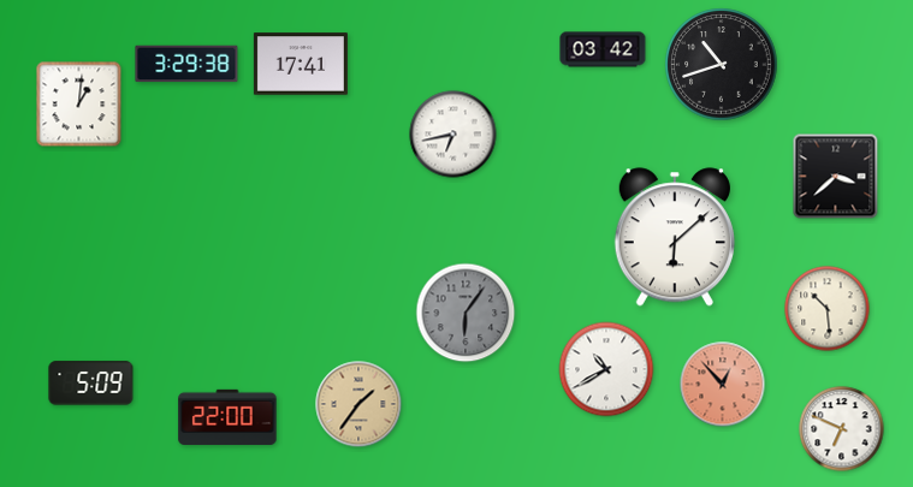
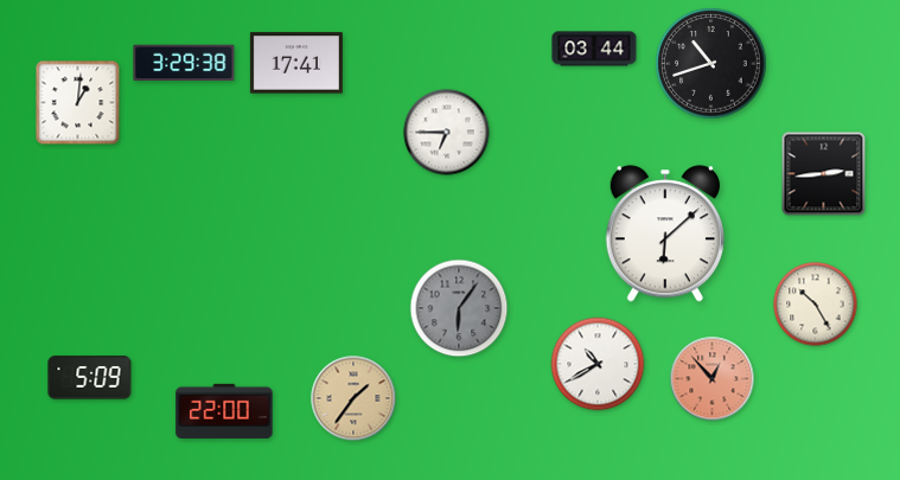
clock at (603, 49): 03:42 -> 03:44
clock at (453, 135): 6:43 -> 6:45
clock at (836, 177): 3:38 -> 2:44
clock at (828, 309): 10:29 -> 10:25
clock at (842, 429): 6:49 -> none
